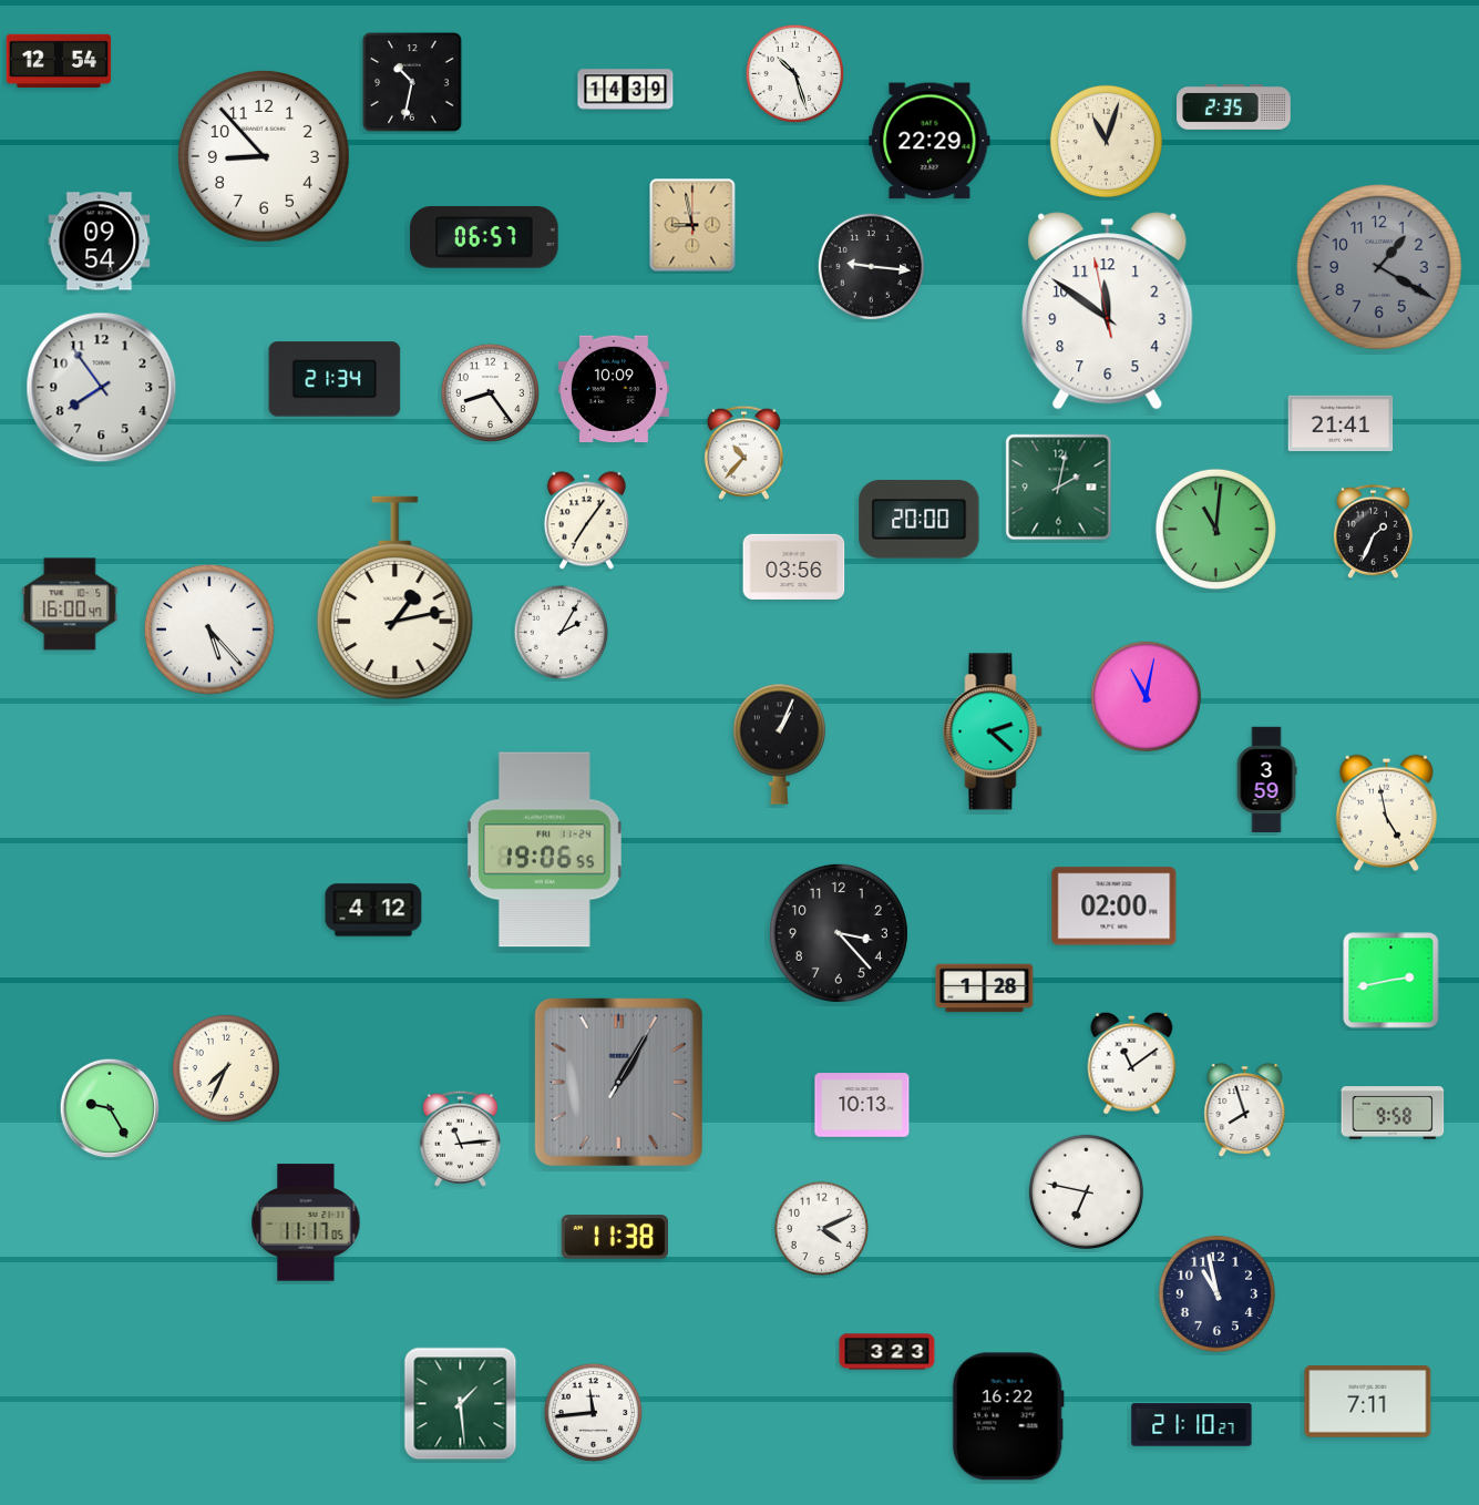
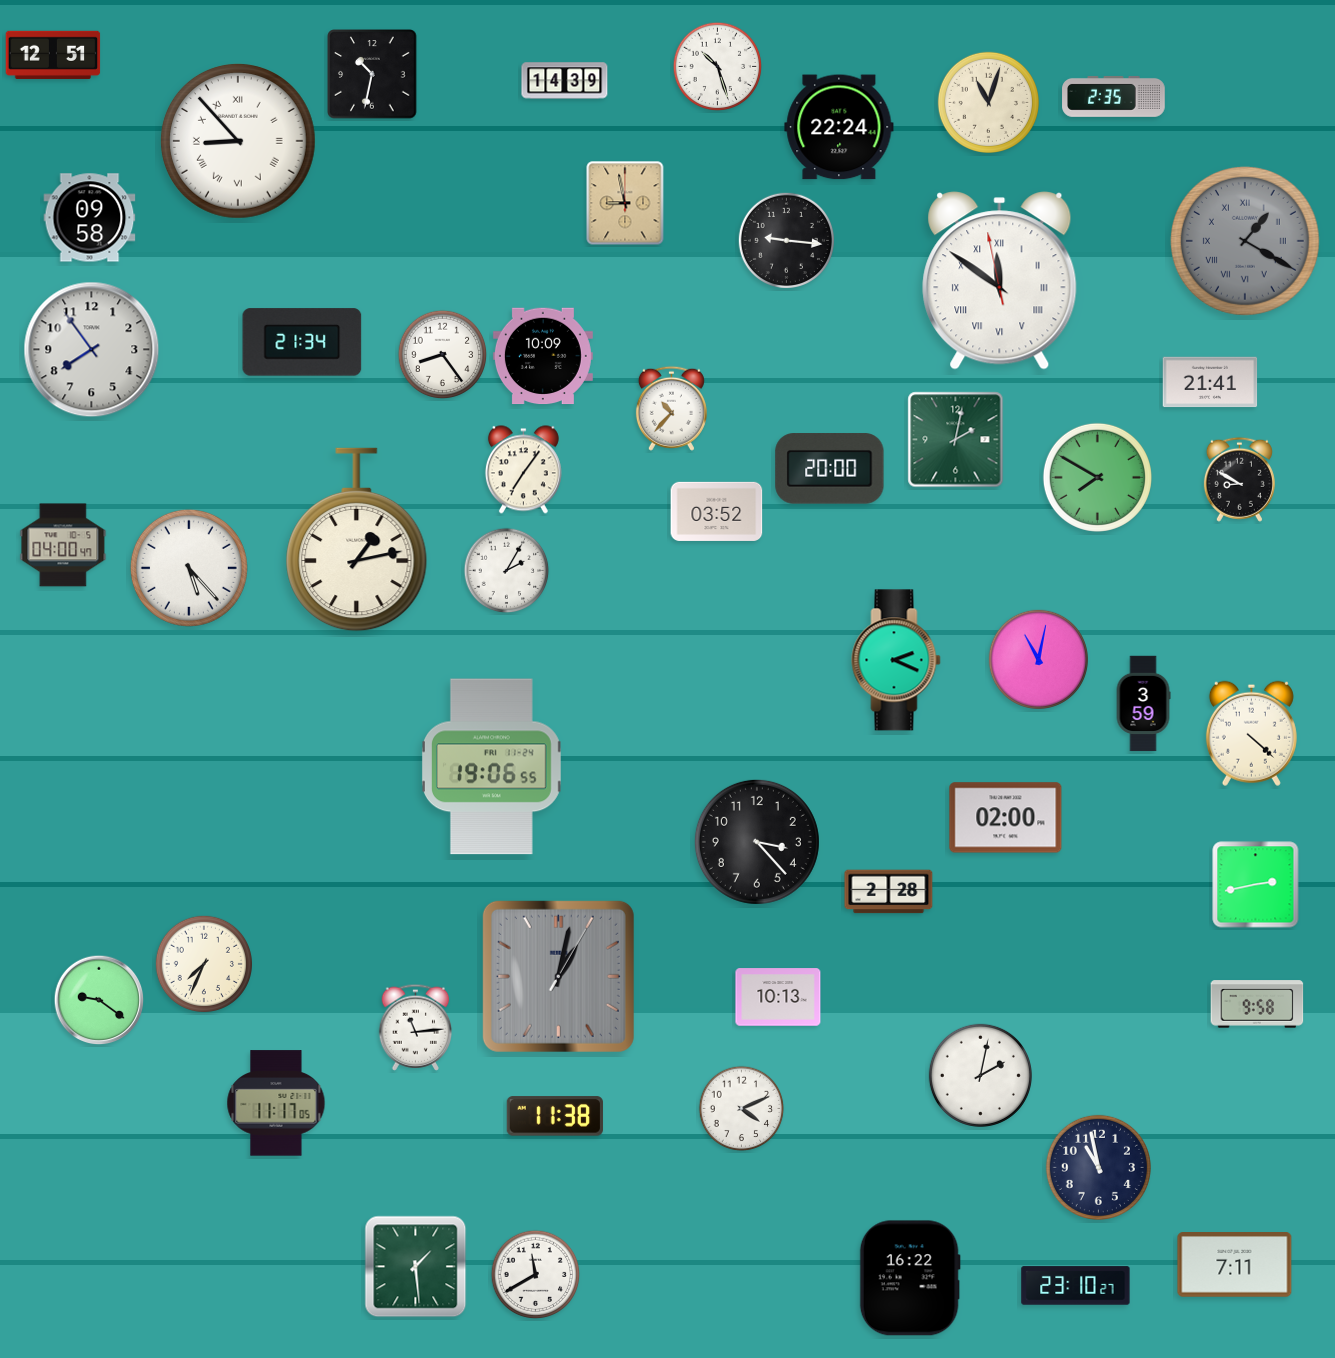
clock at (59, 61): 12:54 -> 12:51
clock at (929, 141): 22:29 -> 22:24
clock at (1106, 141) position: (1106, 141) -> (988, 102)
clock at (264, 156) numerals: Arabic -> Roman
clock at (484, 237): 06:57 -> none
clock at (100, 242): 09:54 -> 09:58
clock at (1379, 267) numerals: Arabic -> Roman
clock at (1108, 311) numerals: Arabic -> Roman
clock at (614, 389) position: (614, 389) -> (543, 356)
clock at (586, 521) position: (586, 521) -> (523, 470)
clock at (1215, 529): 11:01 -> 7:50
clock at (1373, 531): 1:34 -> 8:50
clock at (794, 566): 03:56 -> 03:52
clock at (70, 604): 16:00 -> 04:00
clock at (1146, 696) position: (1146, 696) -> (1038, 659)
clock at (993, 731): 2:22 -> 2:19
clock at (779, 744): 1:04 -> none
clock at (1386, 812): 4:58 -> 4:22
clock at (373, 910): 4:12 -> none
clock at (985, 989): 1:28 -> 2:28
clock at (1132, 1063): 11:09 -> none
clock at (618, 1082): 1:05 -> 1:02
clock at (110, 1108): 9:25 -> 9:21
clock at (1245, 1110): 7:57 -> none
clock at (1086, 1191): 6:47 -> 2:02
clock at (887, 1352): 3:23 -> none
clock at (594, 1413): 11:44 -> 11:40
clock at (1192, 1425): 21:10 -> 23:10
